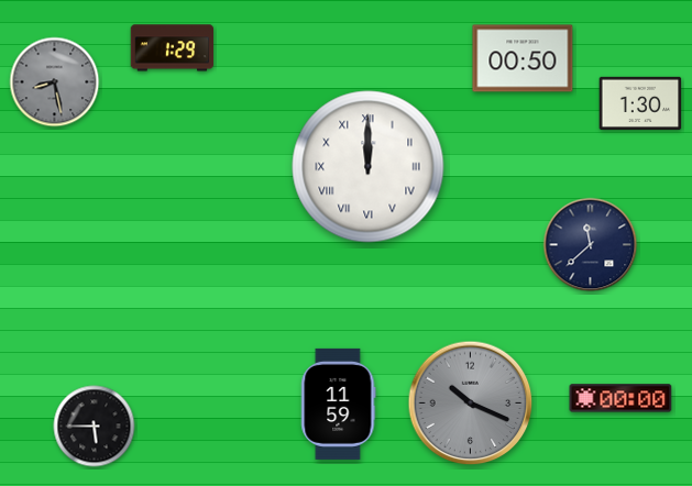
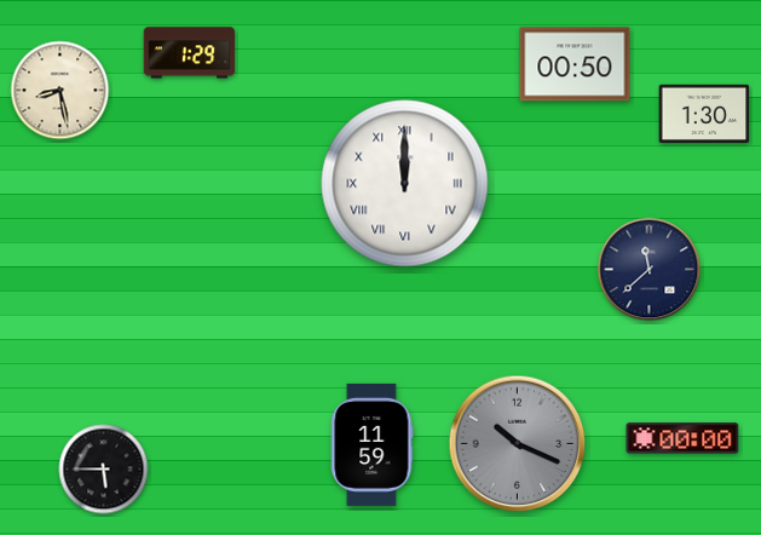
clock at (55, 82) dial: grey -> cream
